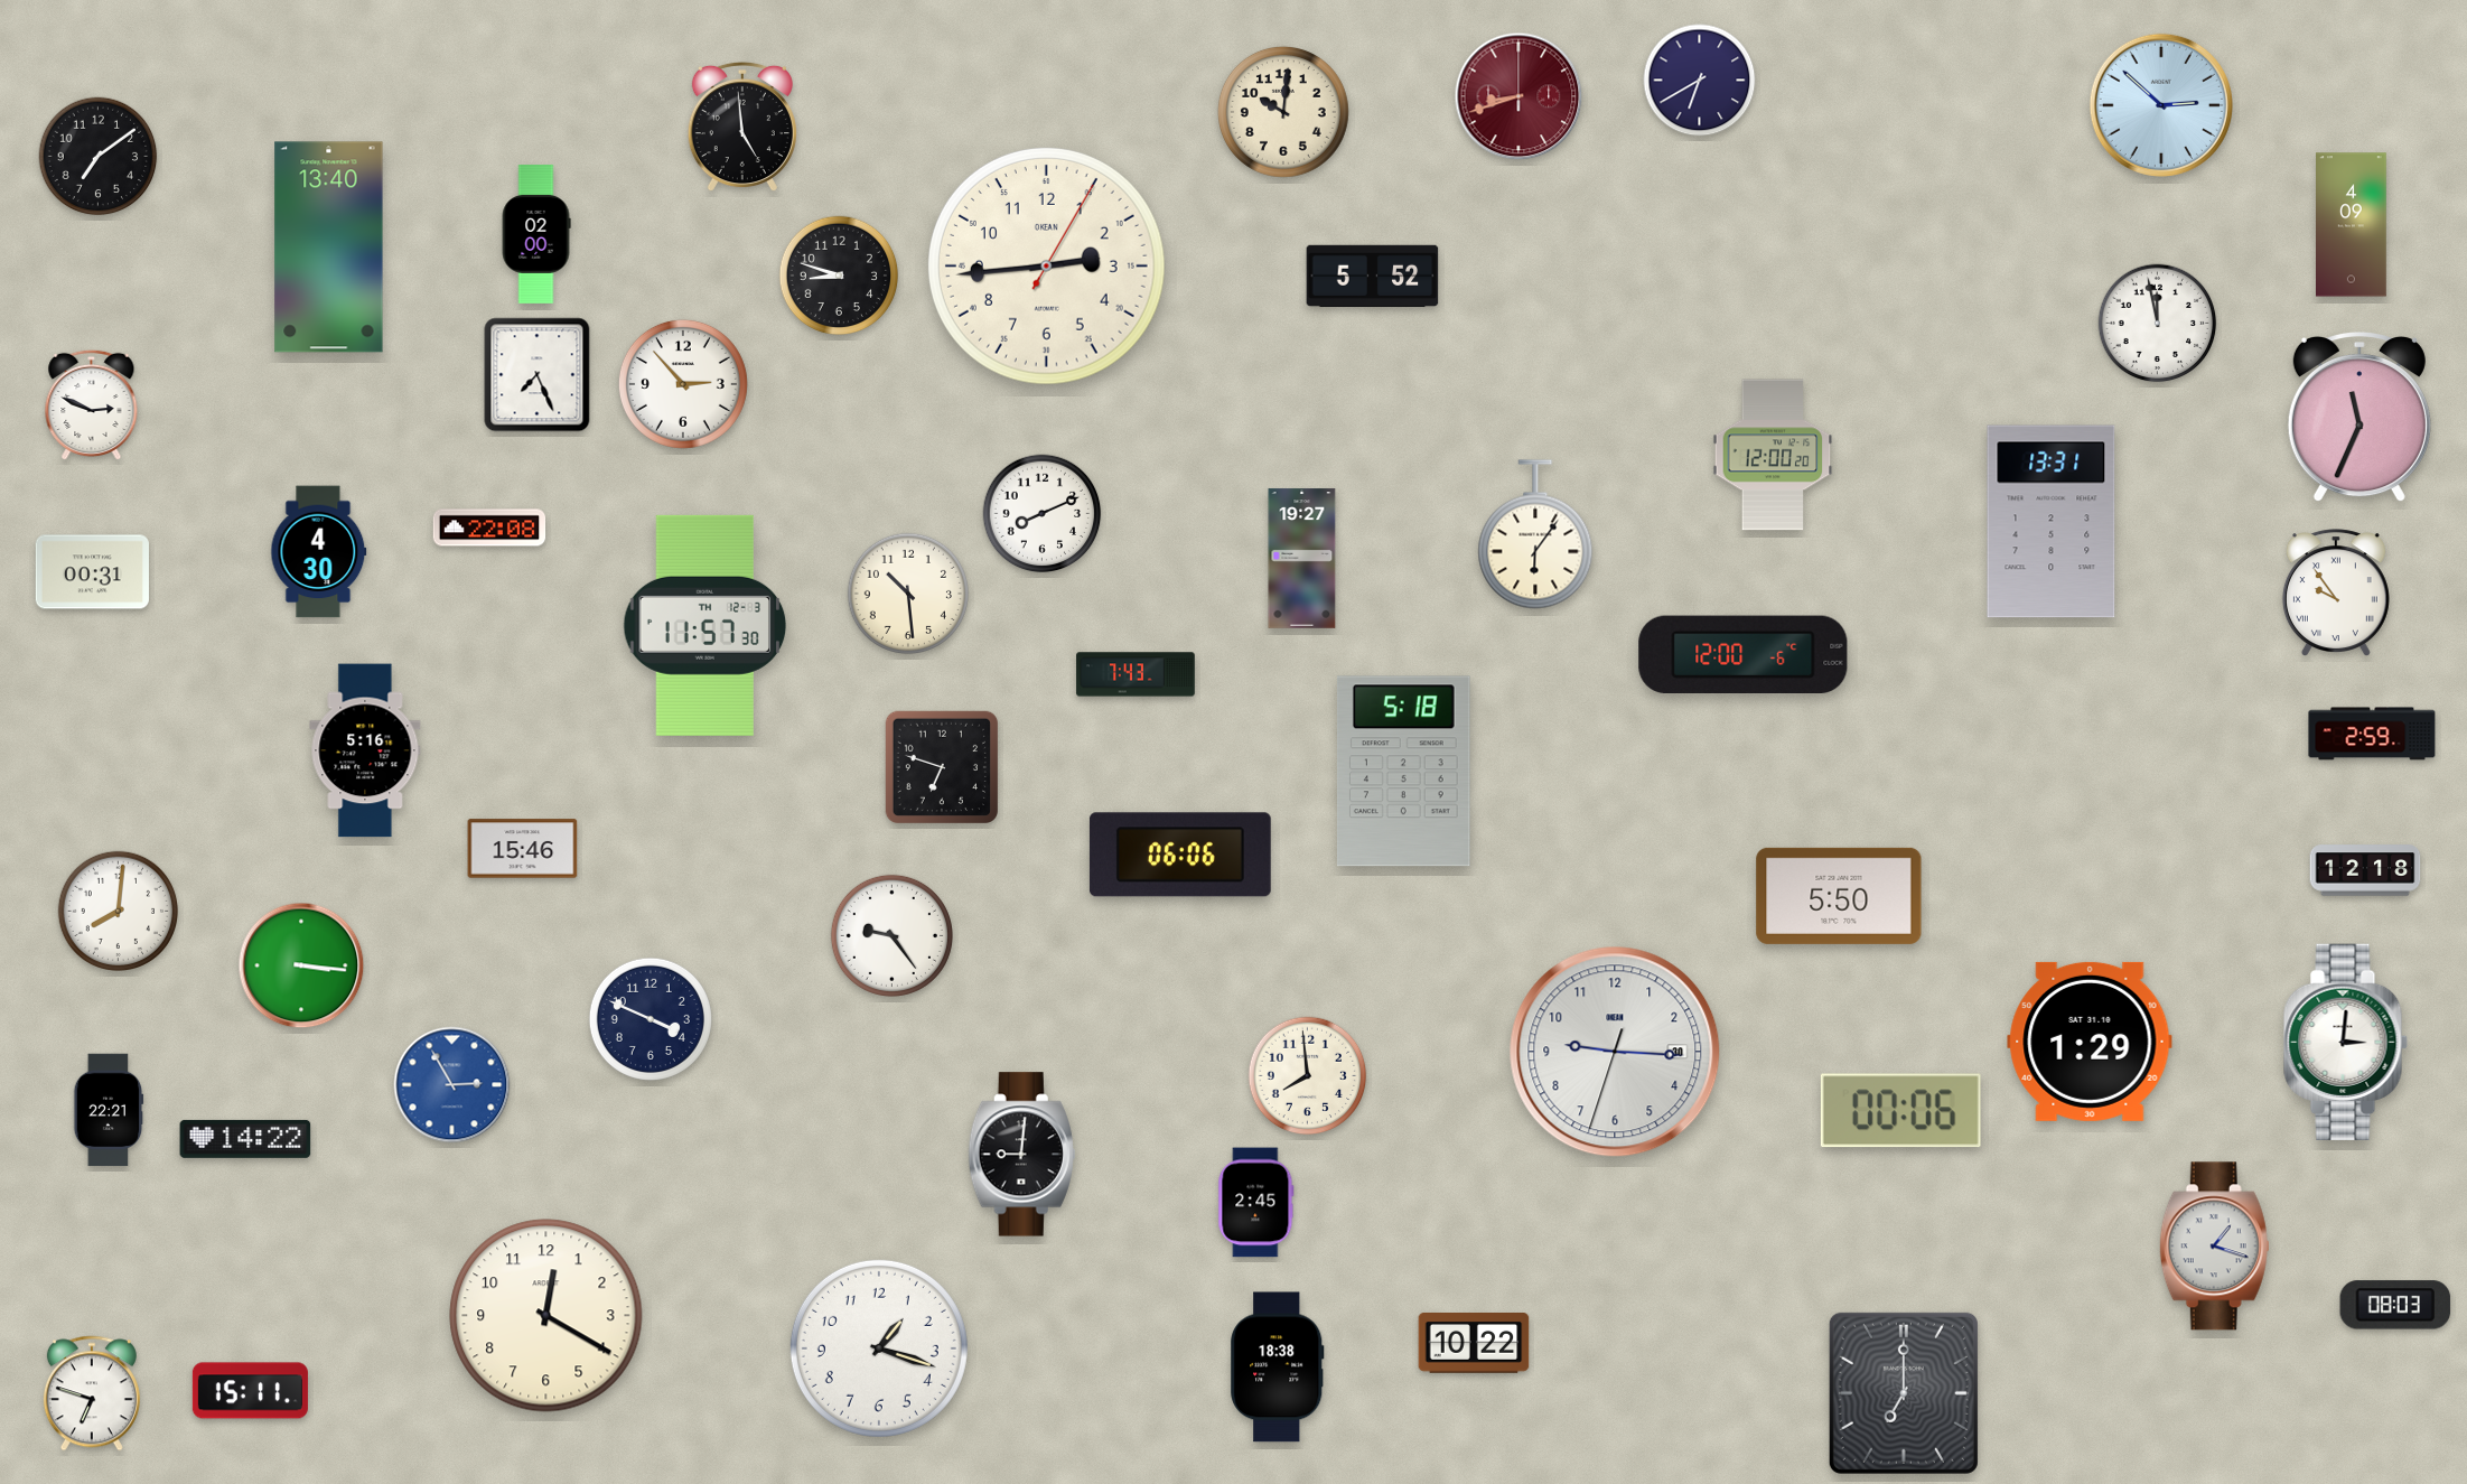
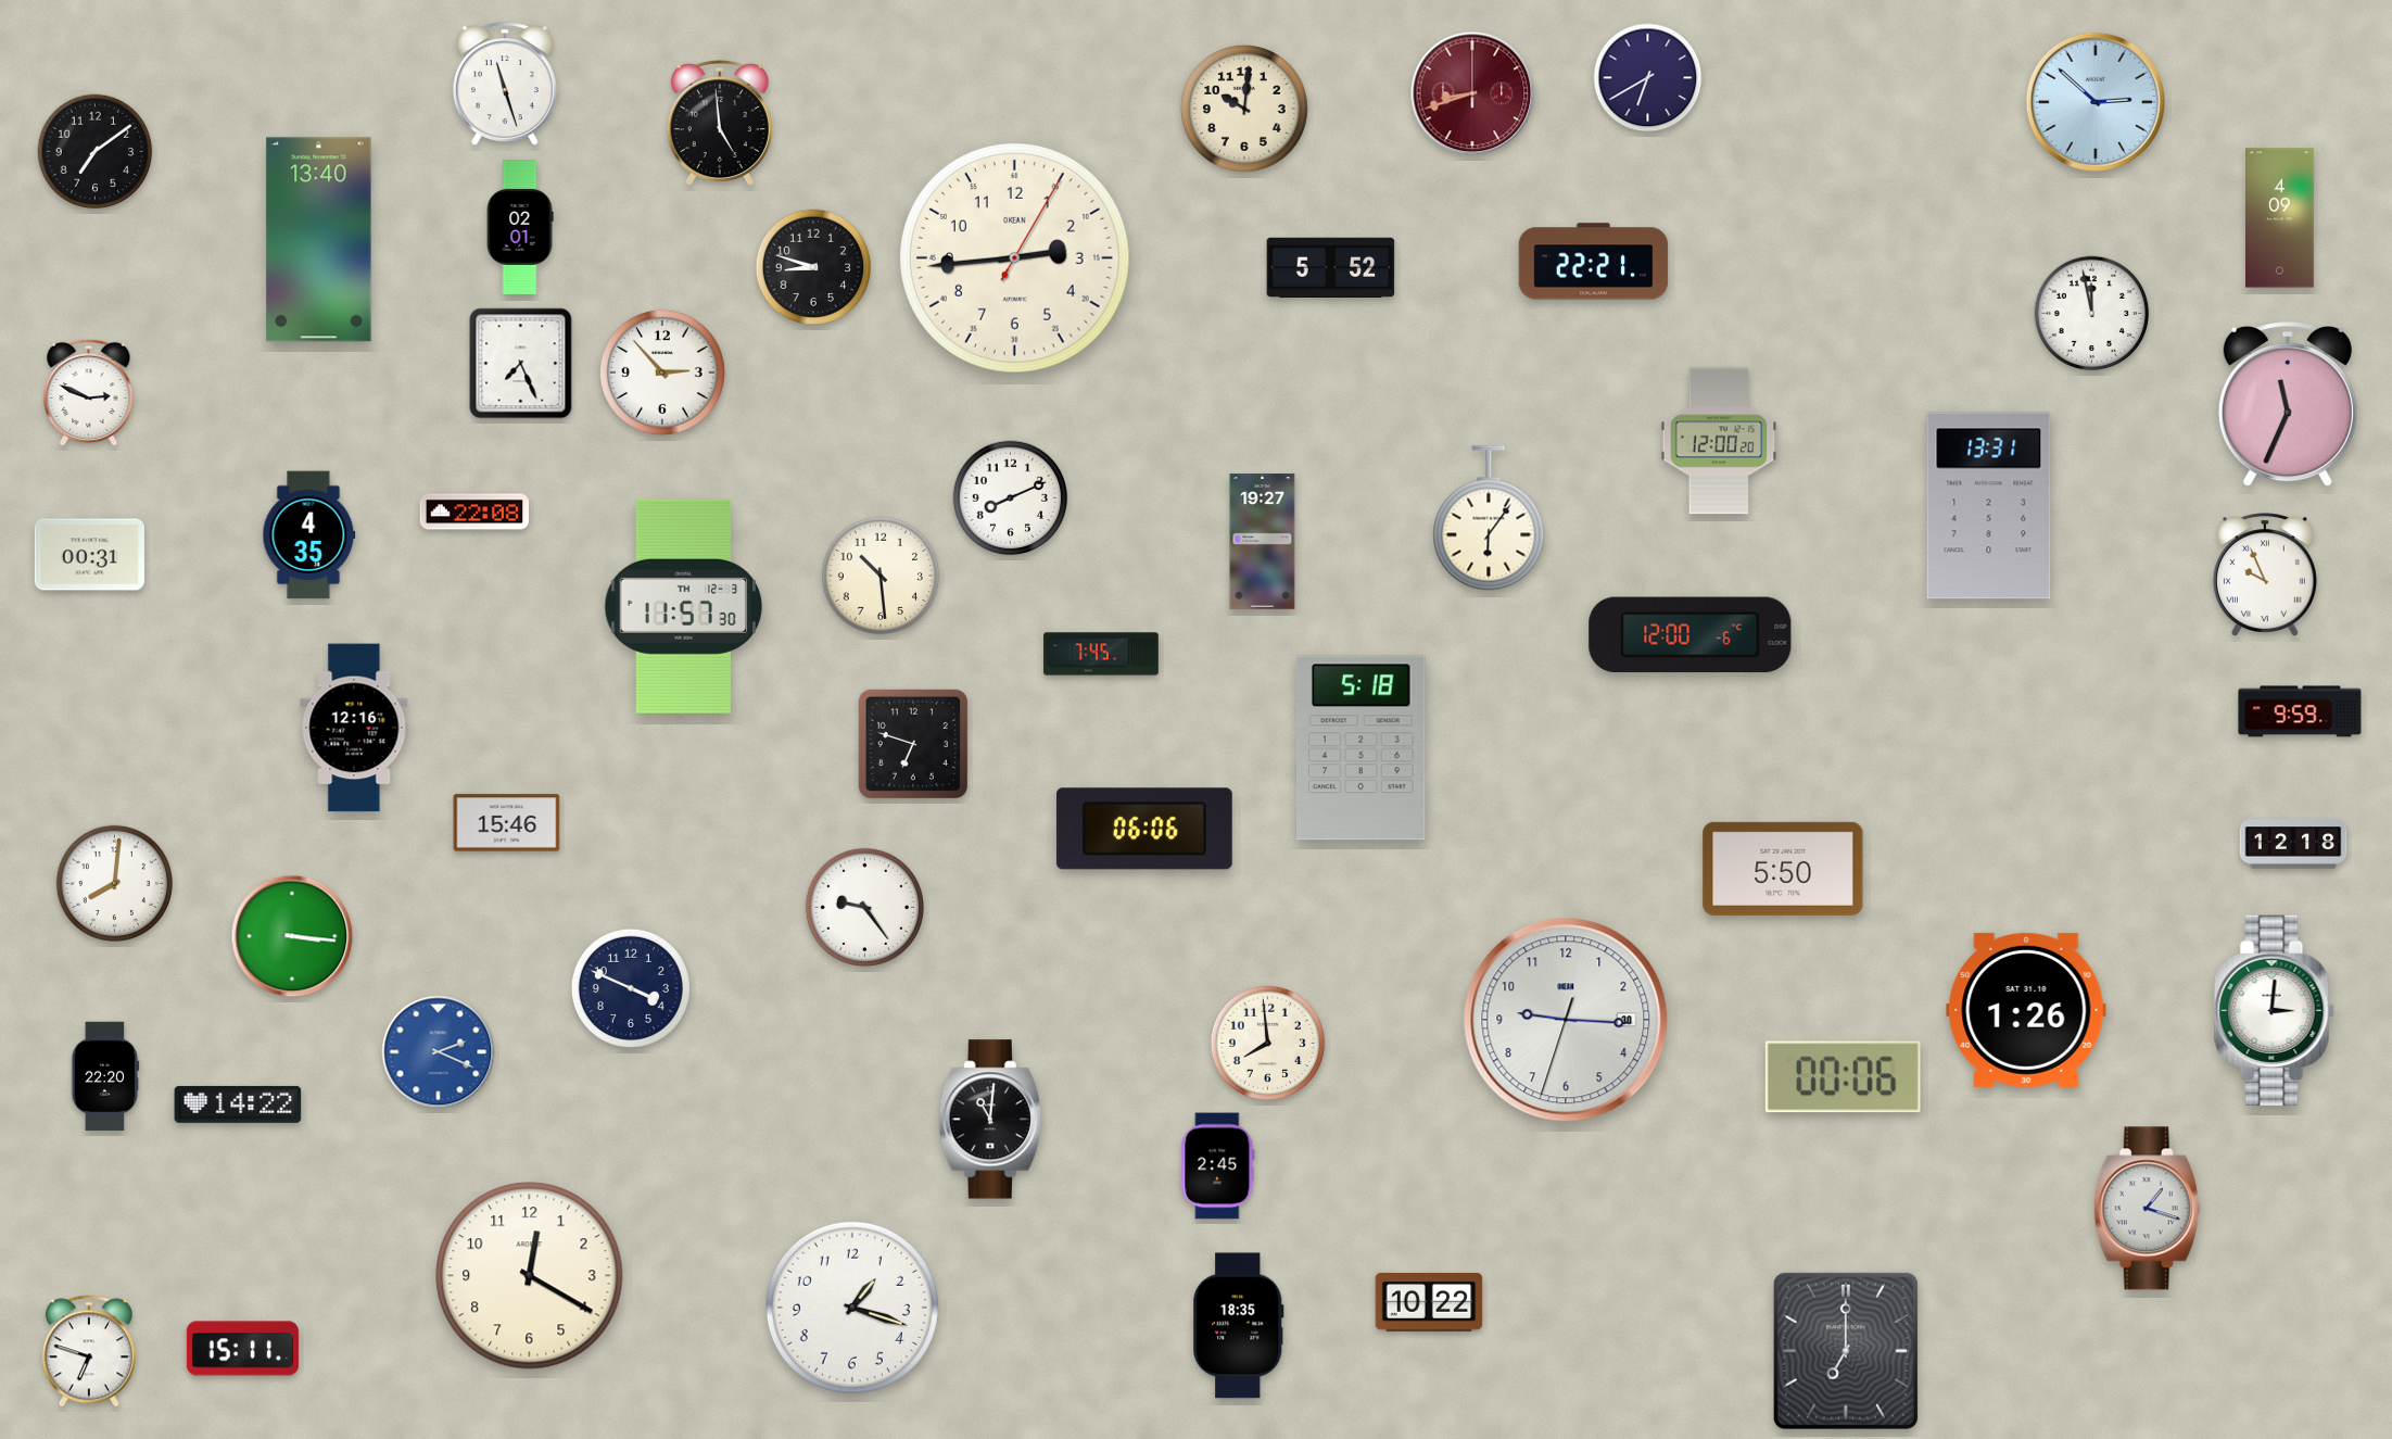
clock at (505, 84): none -> 11:27
clock at (536, 235): 02:00 -> 02:01
clock at (1594, 262): none -> 22:21
clock at (319, 552): 4:30 -> 4:35
clock at (2336, 592): 9:54 -> 9:56
clock at (1136, 674): 7:43 -> 7:45
clock at (2372, 734): 2:59 -> 9:59
clock at (365, 750): 5:16 -> 12:16
clock at (2090, 1042): 1:29 -> 1:26
clock at (452, 1085): 2:55 -> 2:19
clock at (109, 1110): 22:21 -> 22:20
clock at (1021, 1155): 9:01 -> 11:01
clock at (2395, 1305): 08:03 -> none
clock at (1278, 1368): 18:38 -> 18:35
